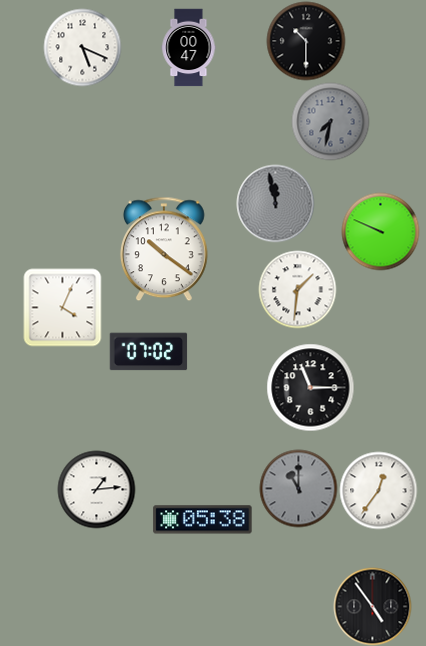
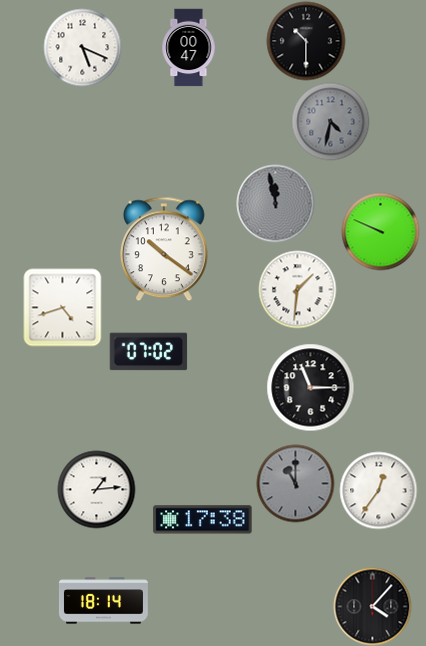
clock at (330, 121): 7:32 -> 4:32
clock at (62, 307): 4:04 -> 4:42
clock at (298, 488) position: (298, 488) -> (295, 483)
clock at (203, 520): 05:38 -> 17:38
clock at (103, 601): none -> 18:14
clock at (372, 606): 4:54 -> 4:07
